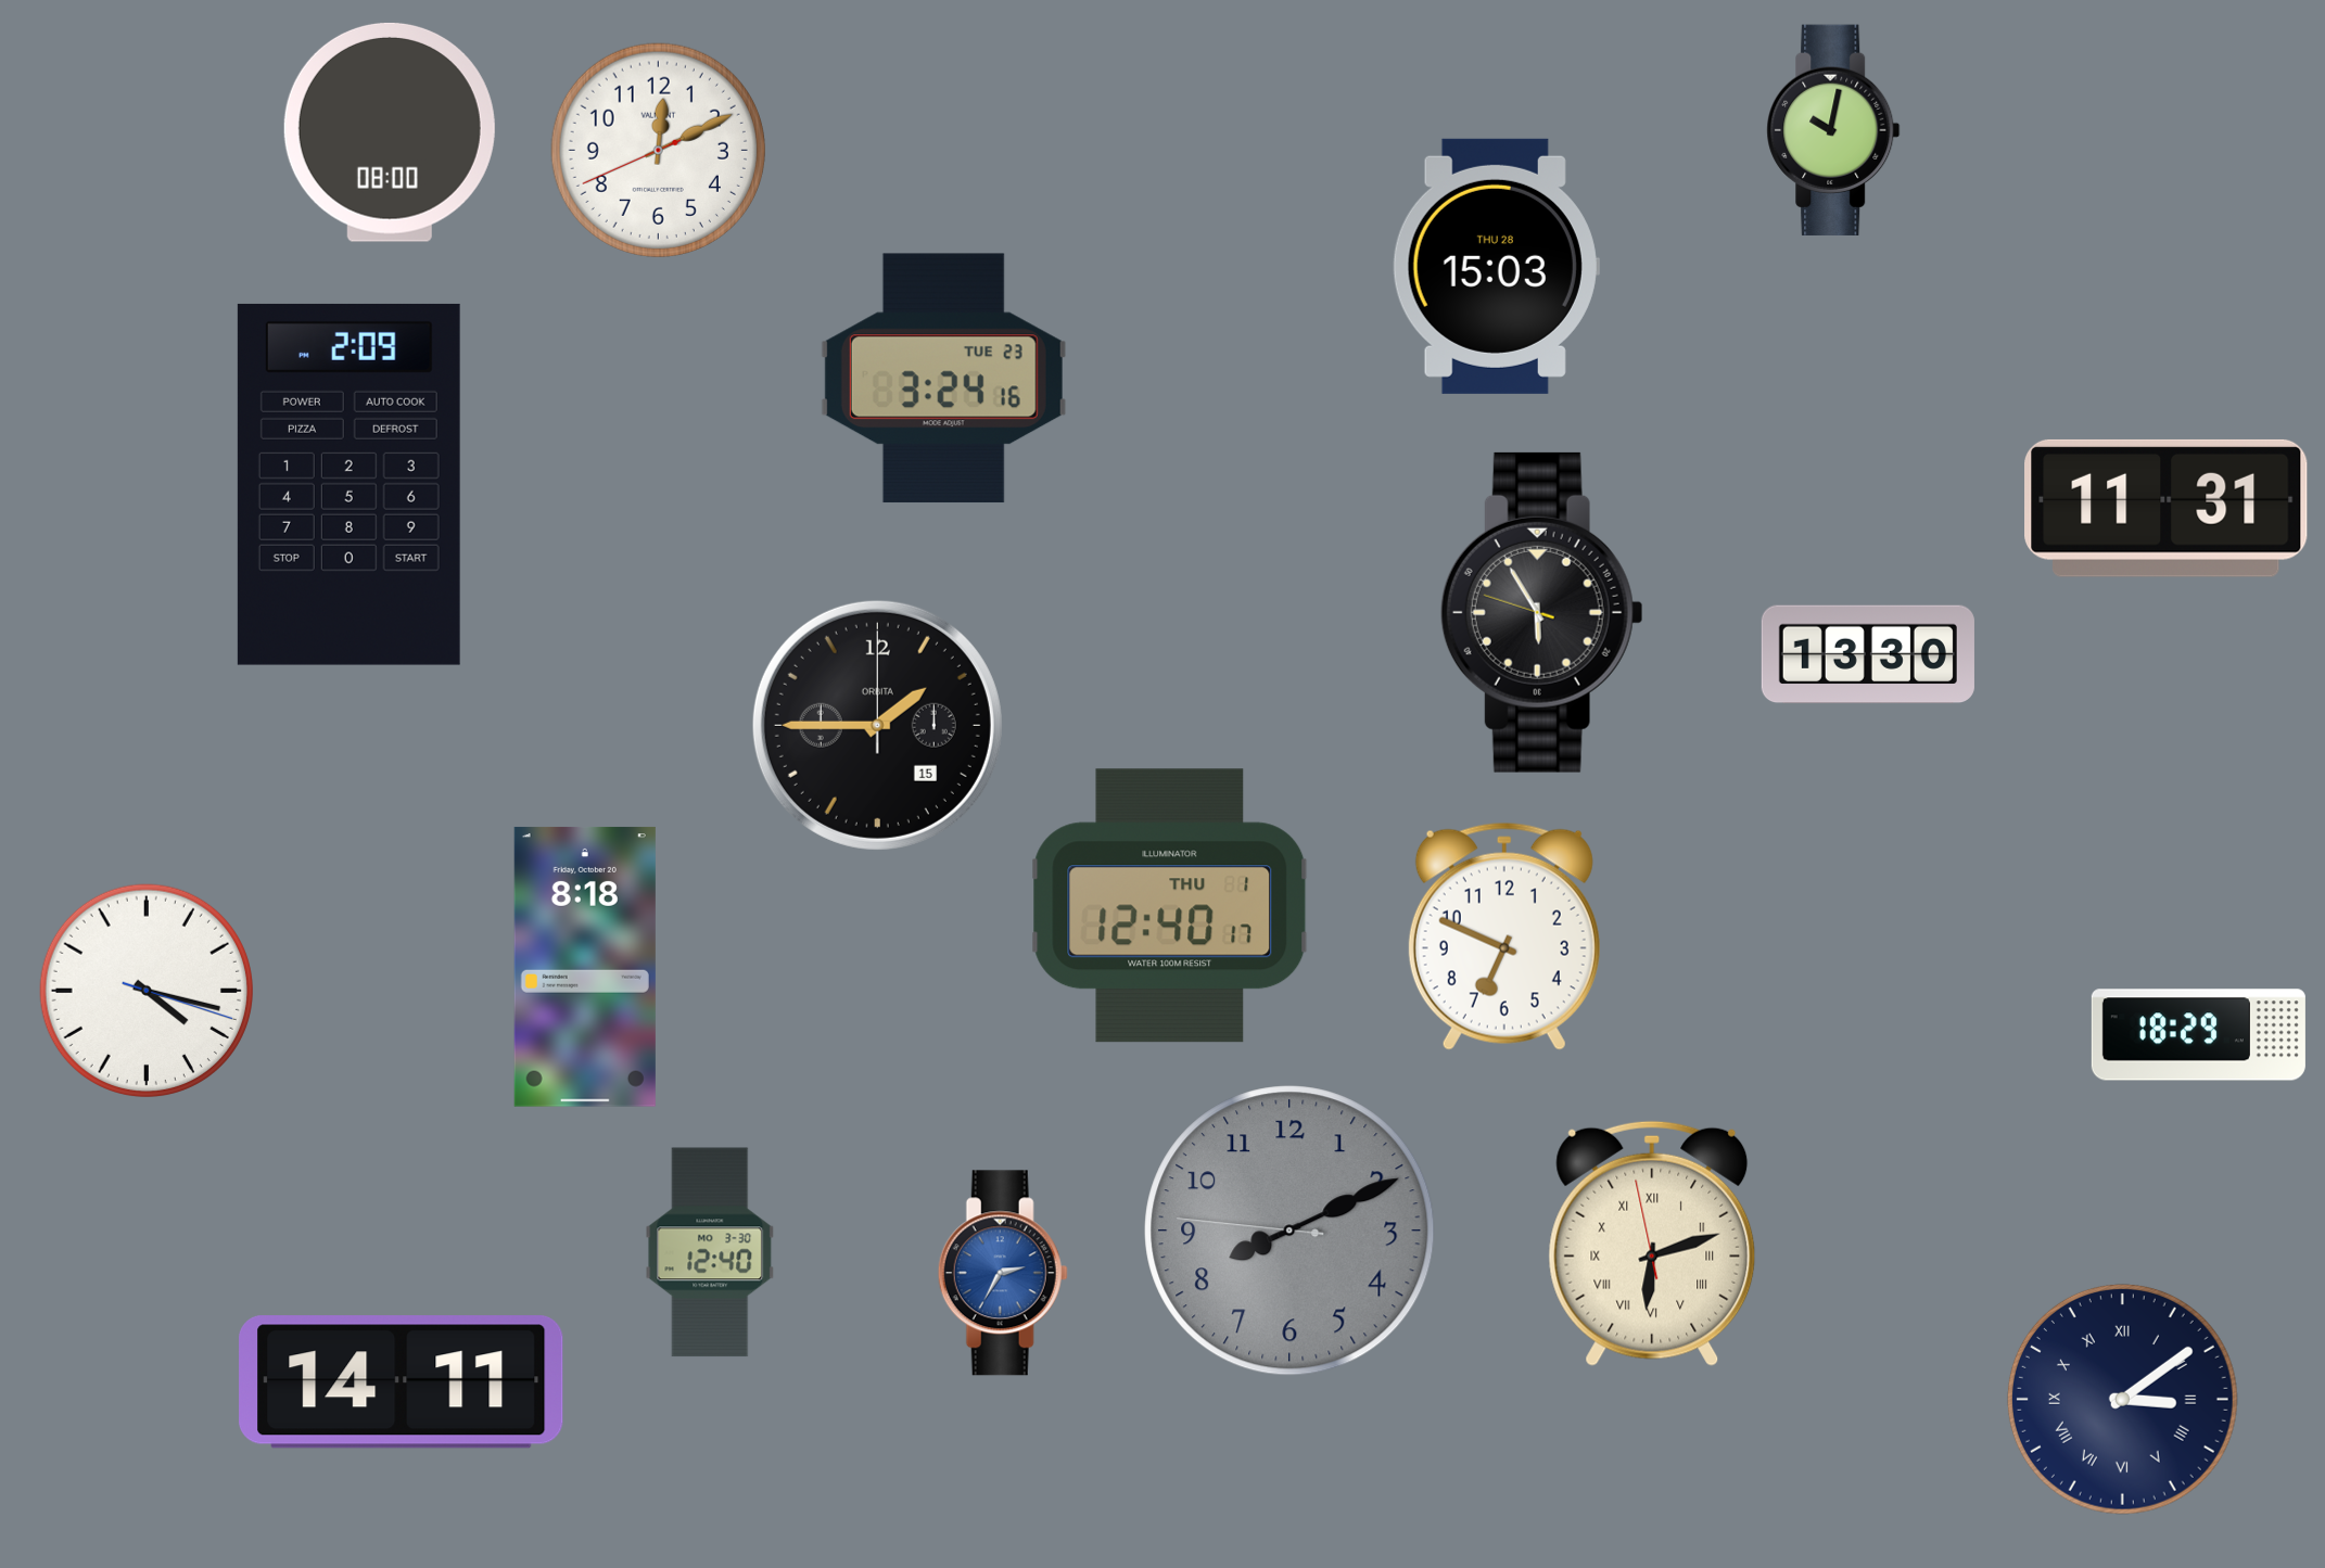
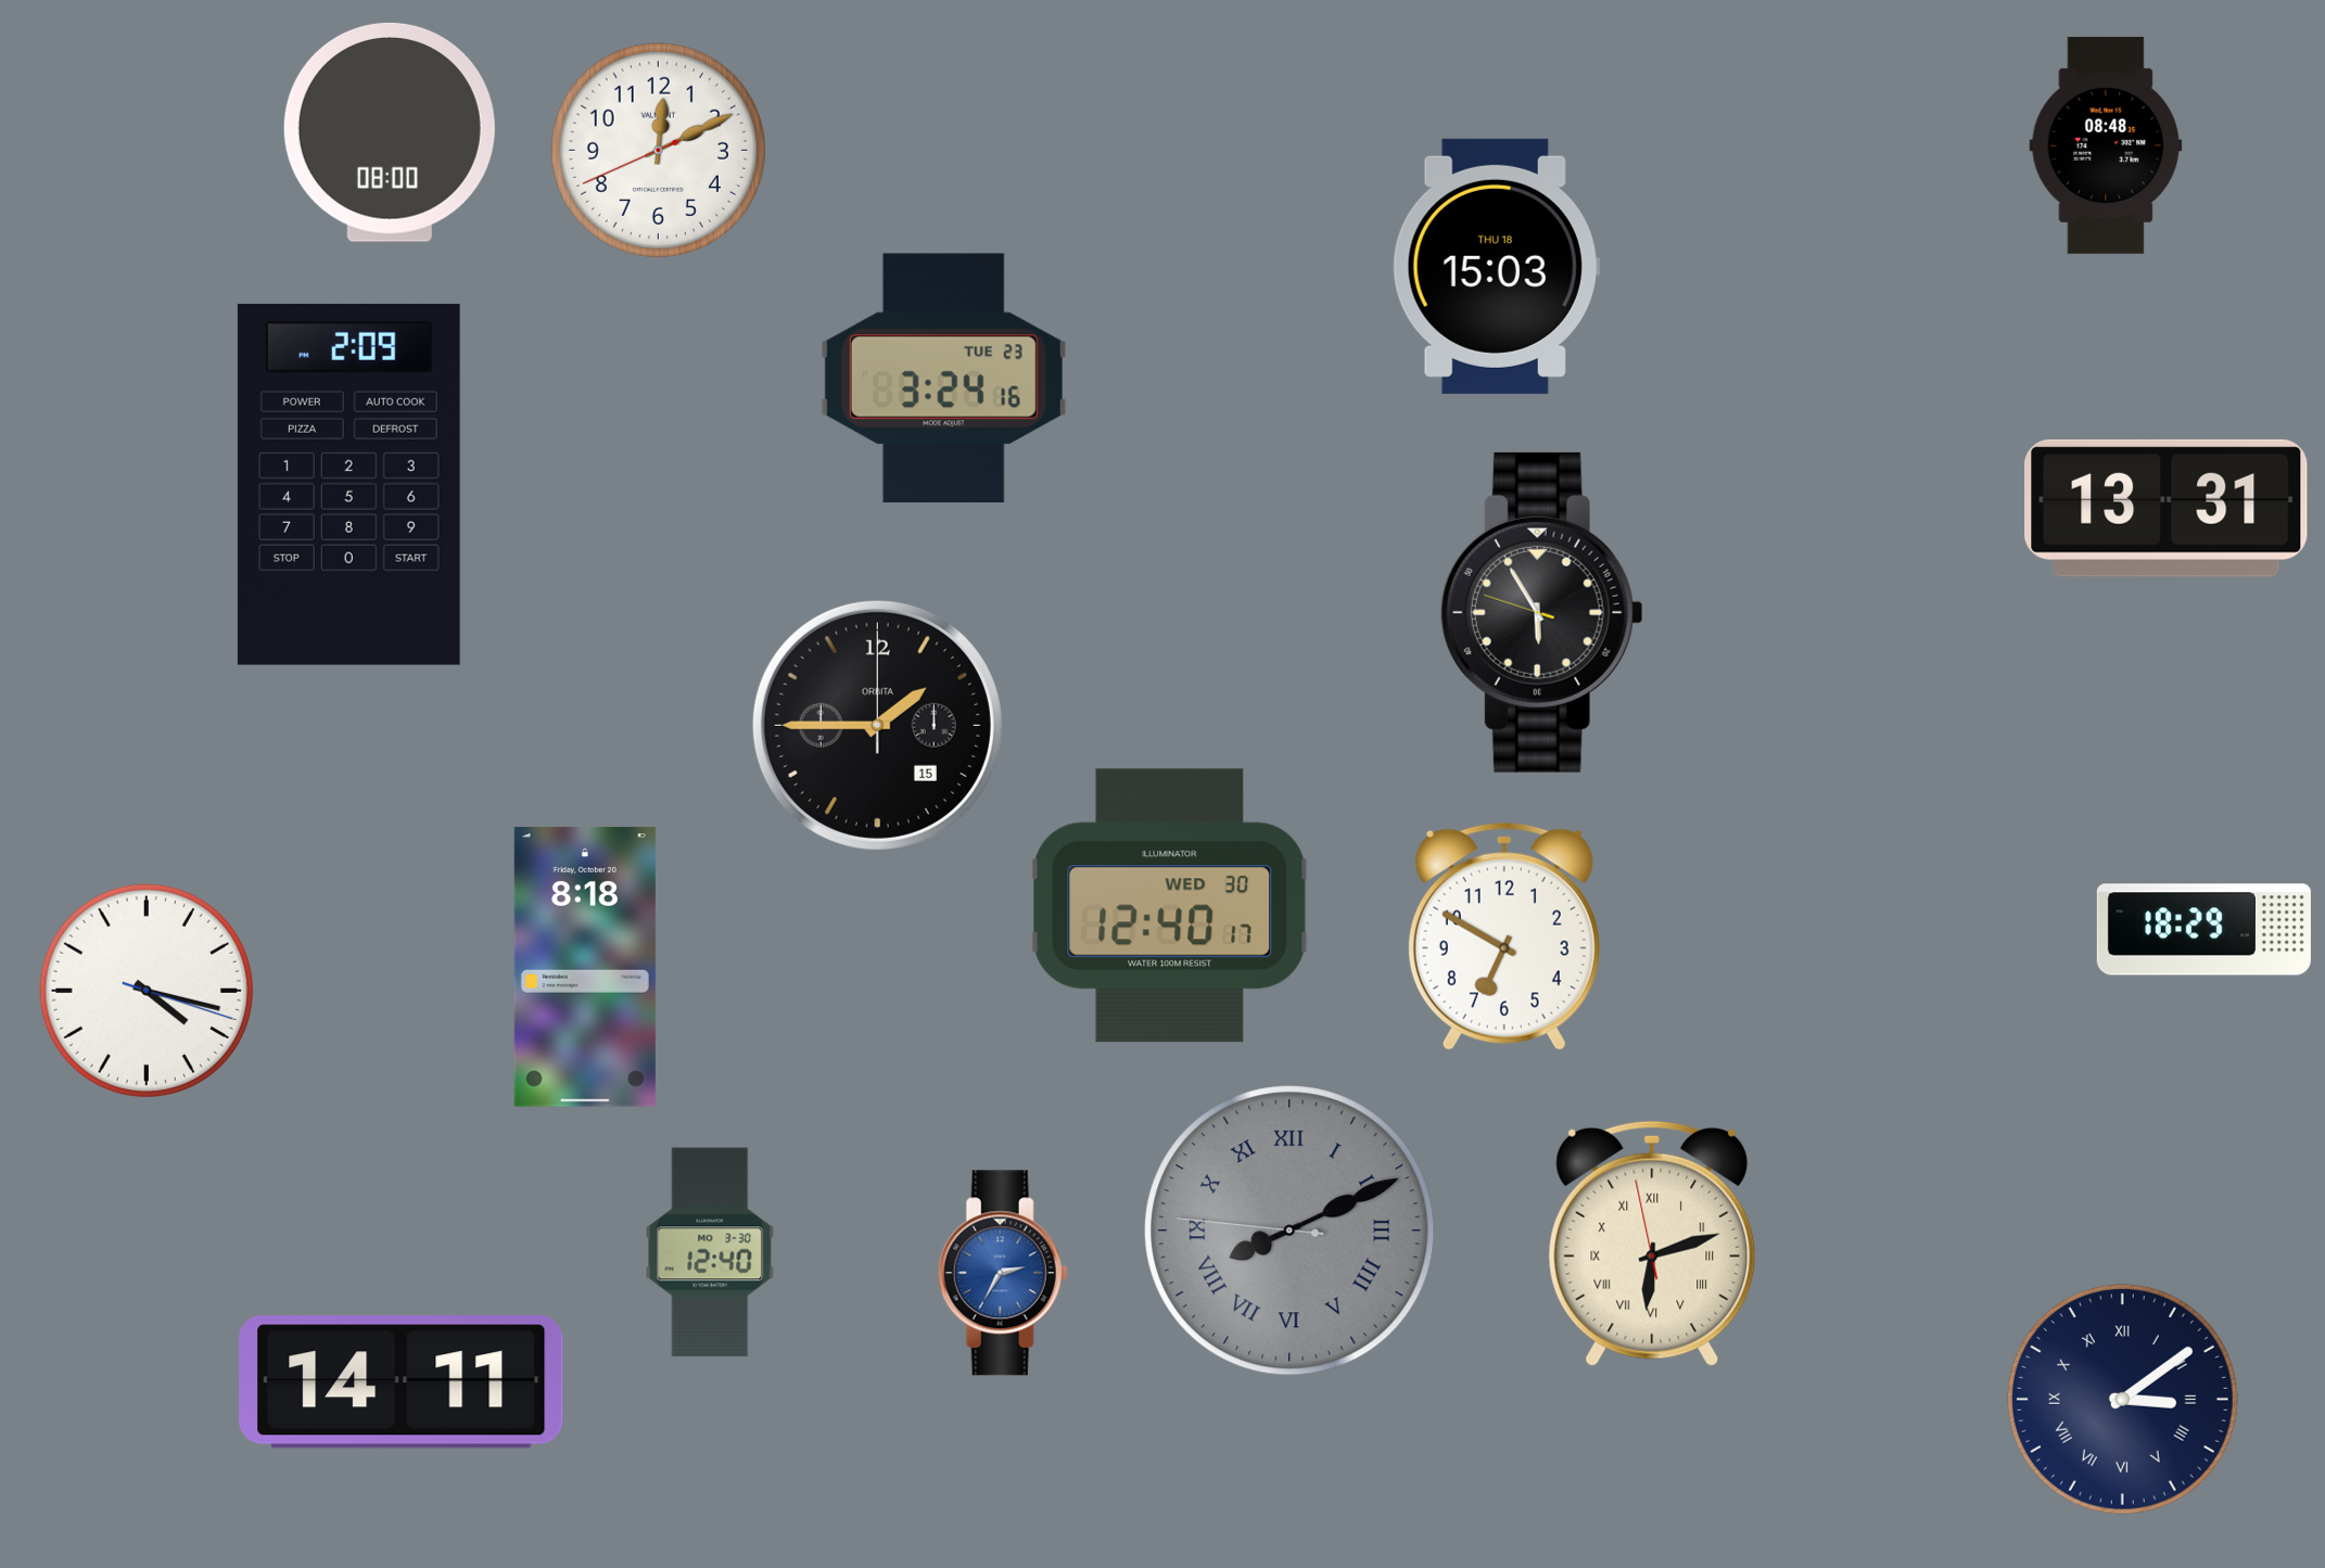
clock at (1833, 130): 10:02 -> none
clock at (2106, 145): none -> 08:48
clock at (1496, 266) date: THU 28 -> THU 18
clock at (2167, 508): 11:31 -> 13:31
clock at (1868, 654): 13:30 -> none
clock at (1170, 906) date: THU 1 -> WED 30
clock at (1504, 936): 6:49 -> 6:50
clock at (2198, 1035) position: (2198, 1035) -> (2203, 930)
clock at (1289, 1231) numerals: Arabic -> Roman
